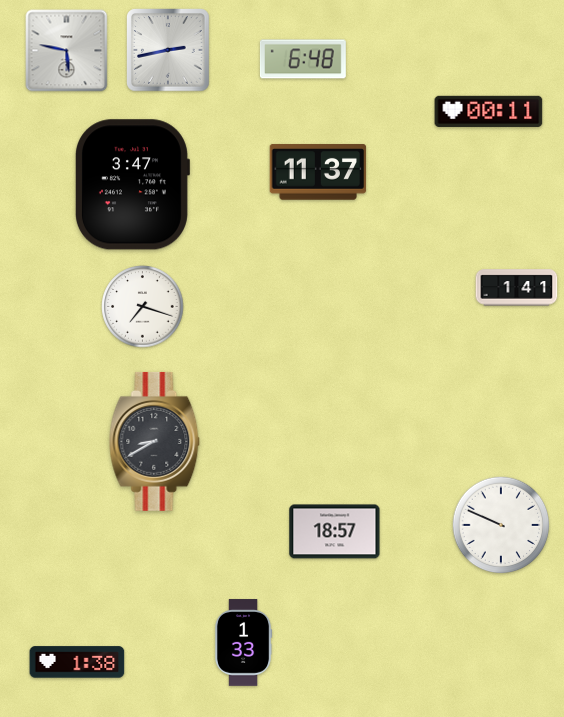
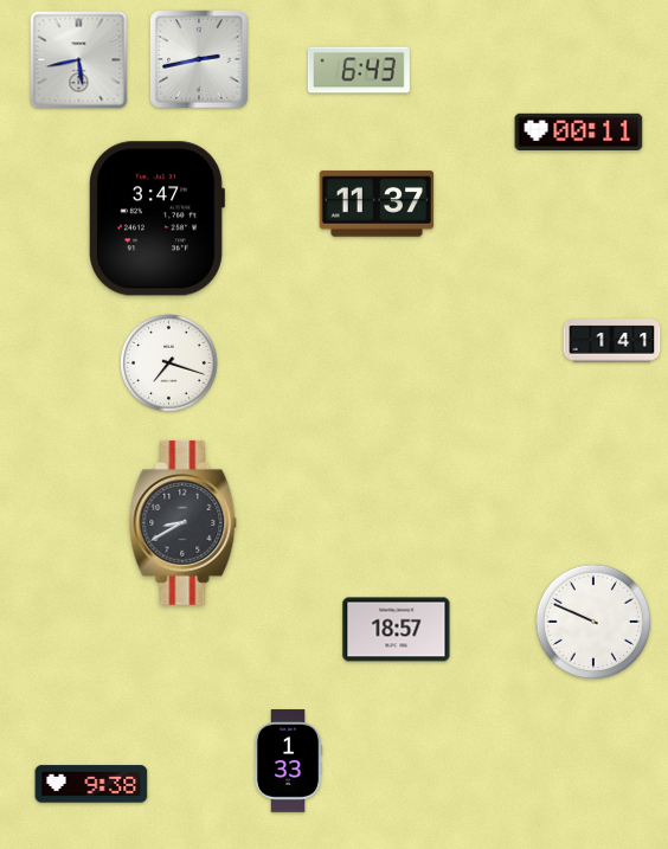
clock at (67, 51): 5:47 -> 5:43
clock at (303, 59): 6:48 -> 6:43
clock at (77, 662): 1:38 -> 9:38
